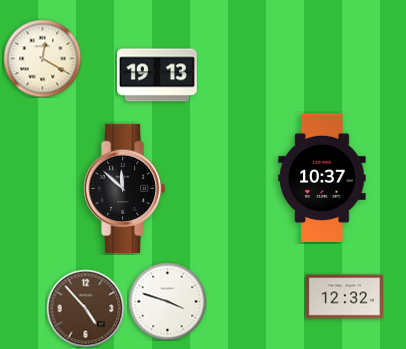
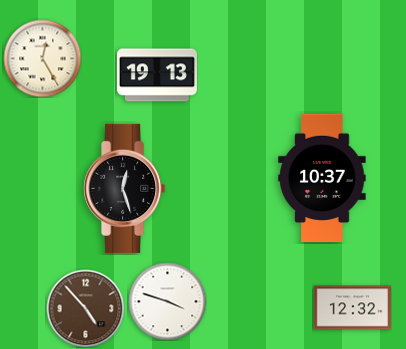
clock at (42, 58): 12:20 -> 12:25
clock at (125, 188): 11:52 -> 12:27
clock at (344, 297) position: (344, 297) -> (352, 308)
